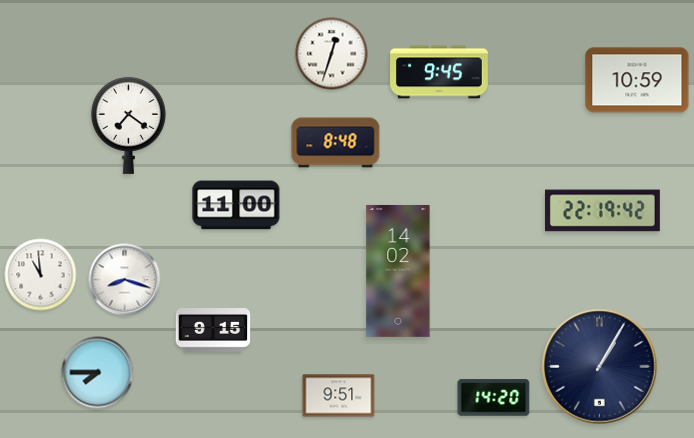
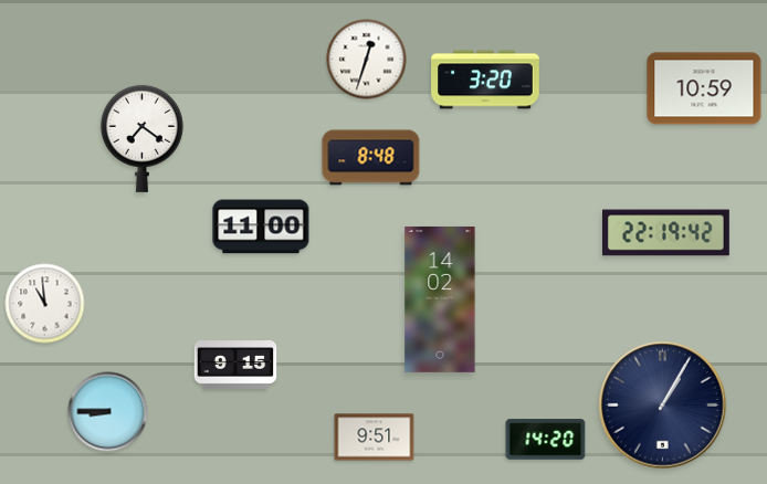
clock at (439, 72): 9:45 -> 3:20
clock at (125, 280): 8:18 -> none
clock at (98, 373): 7:45 -> 8:45
